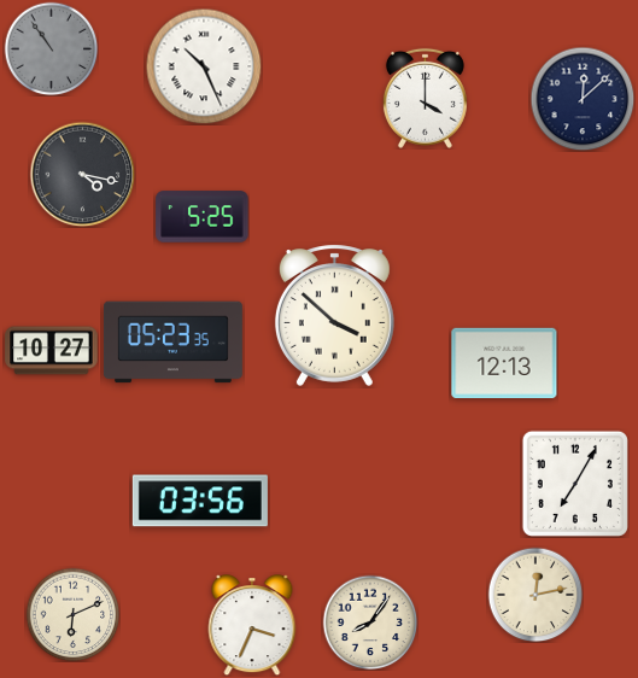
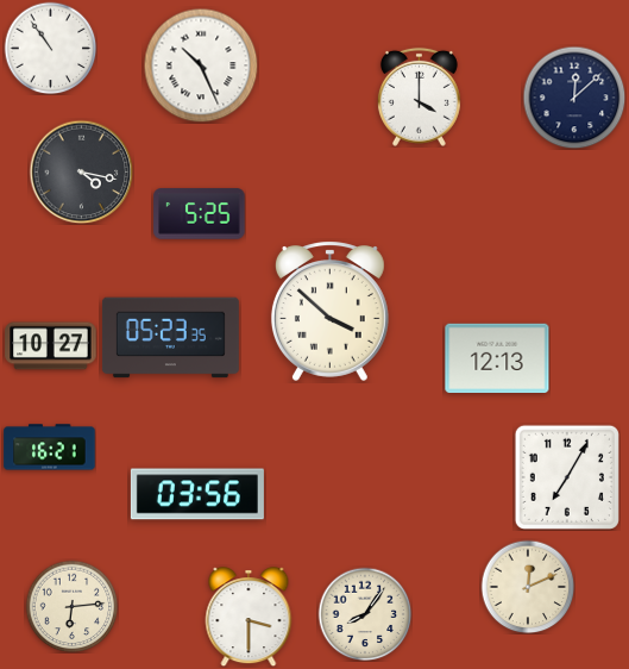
clock at (51, 48) dial: grey -> white
clock at (50, 448): none -> 16:21
clock at (535, 595): 12:13 -> 12:11
clock at (72, 614): 6:11 -> 6:14
clock at (252, 625): 3:34 -> 3:30
